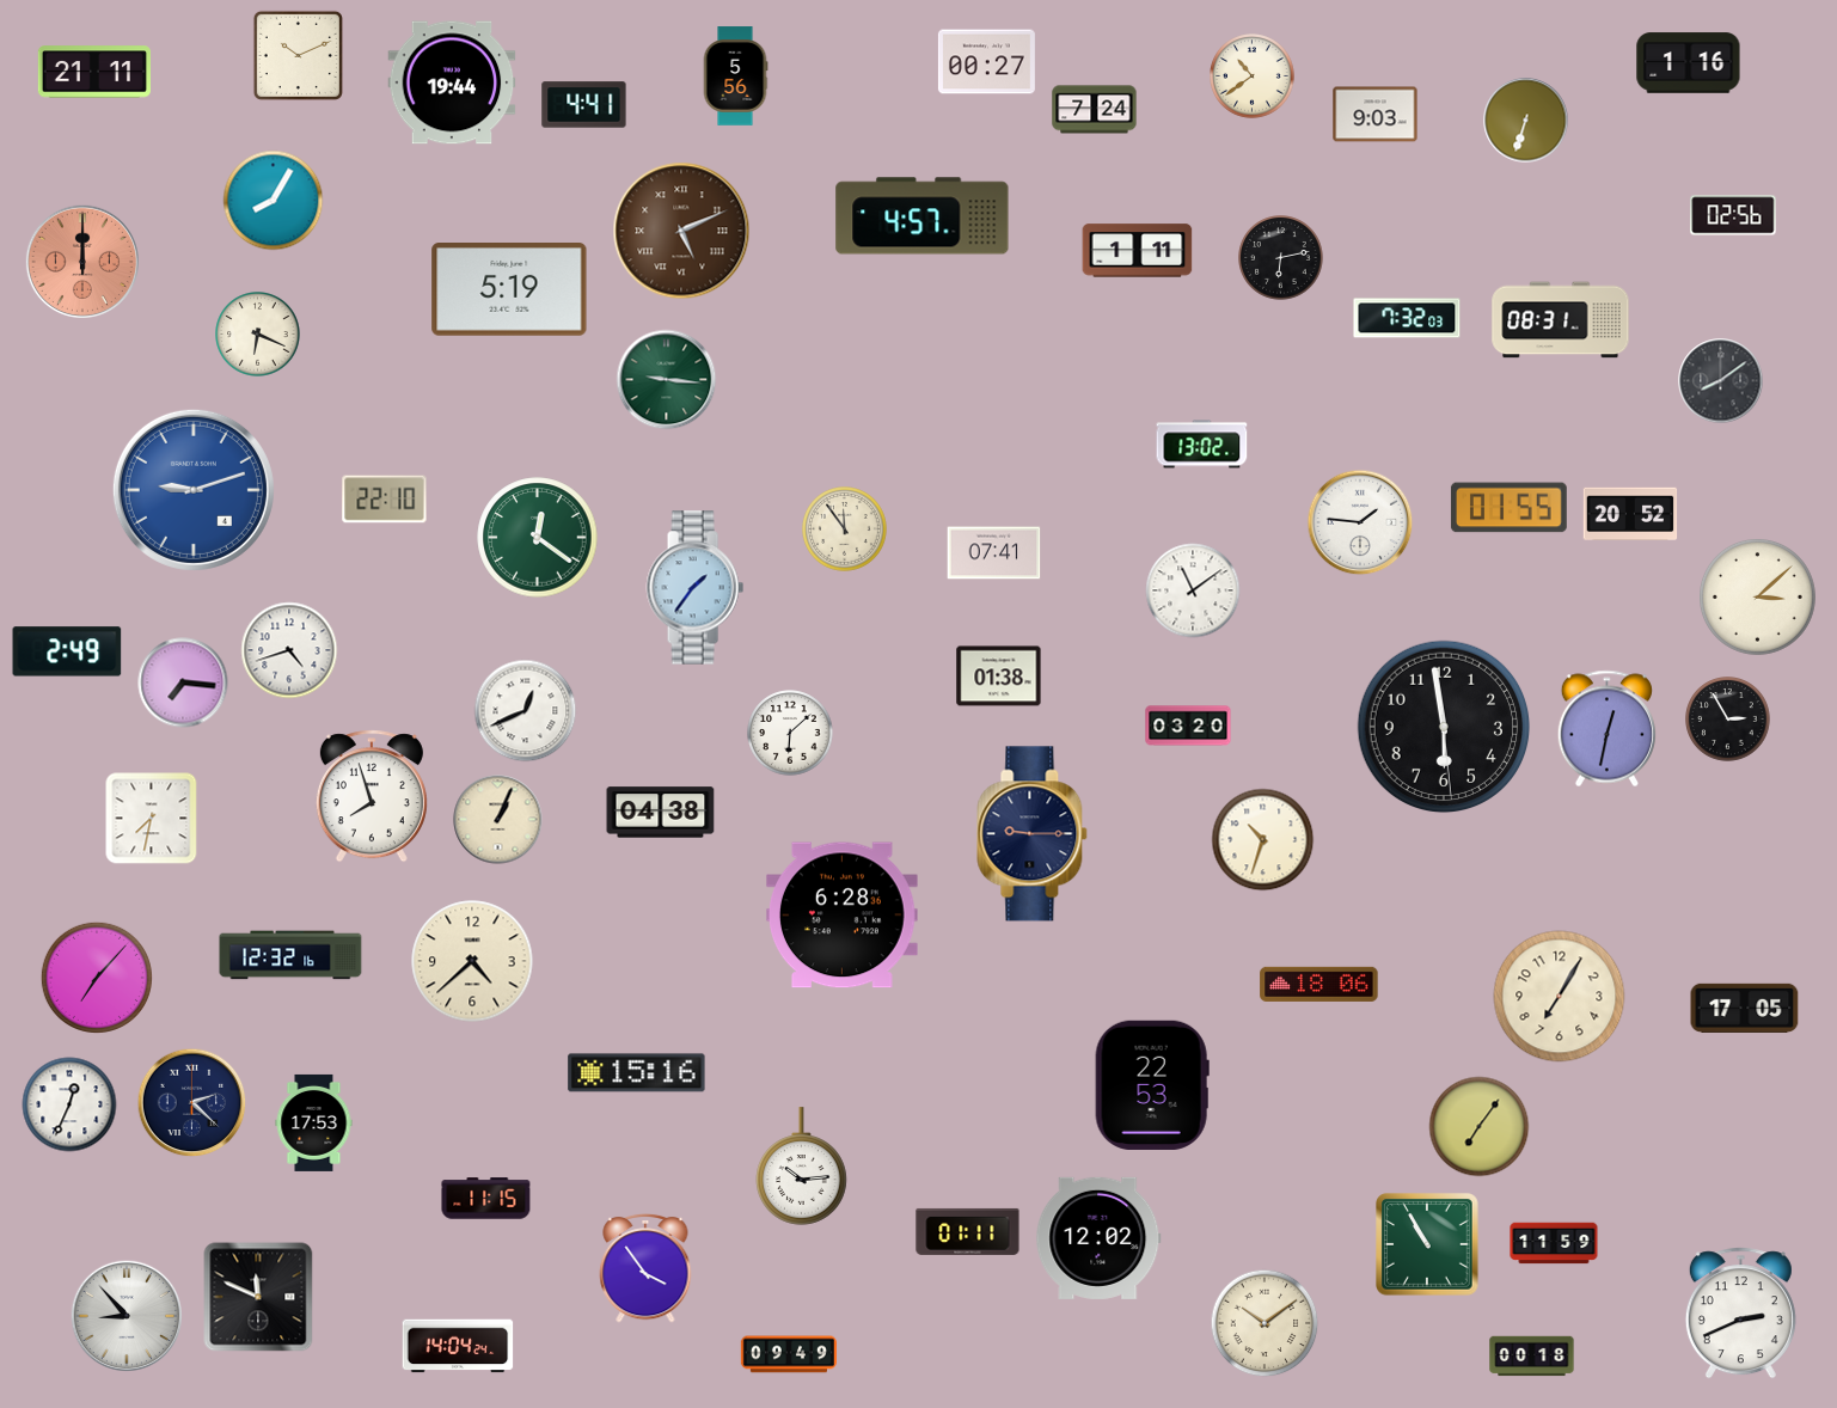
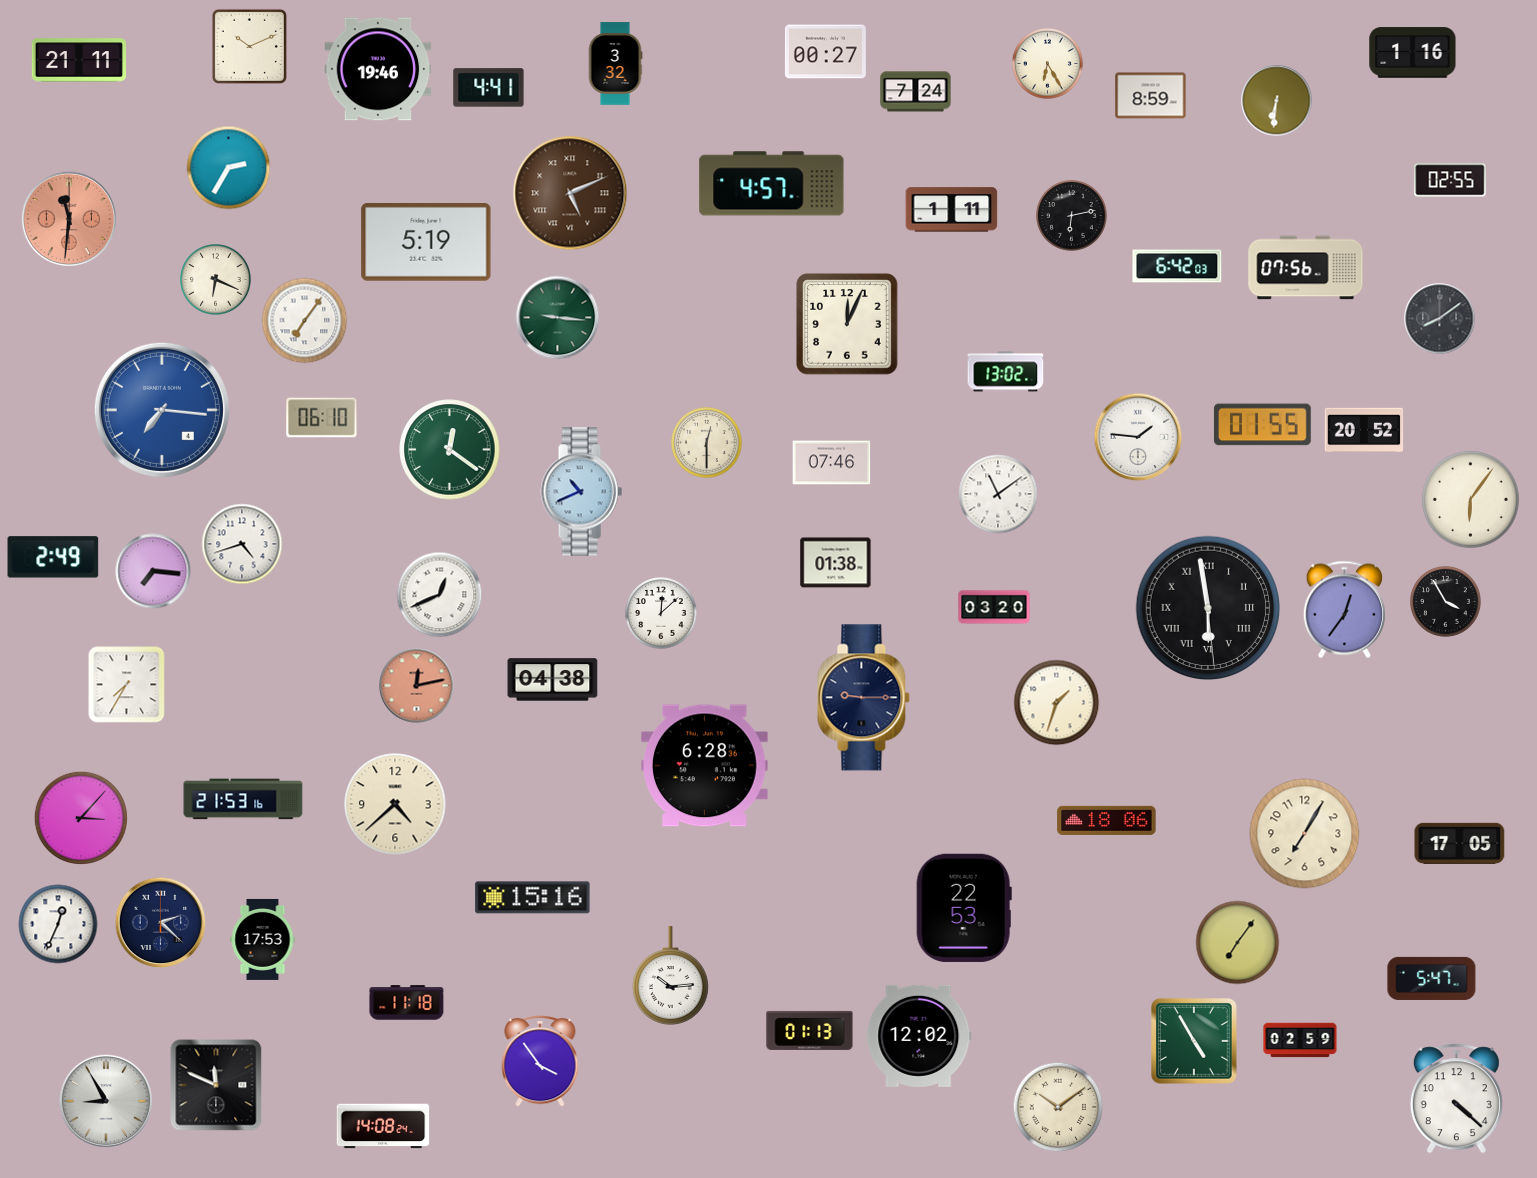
clock at (735, 76): 5:56 -> 3:32
clock at (1253, 76): 10:39 -> 6:25
clock at (452, 82): 19:44 -> 19:46
clock at (1376, 115): 9:03 -> 8:59
clock at (1526, 121): 6:33 -> 6:31
clock at (274, 201): 8:05 -> 2:35
clock at (1733, 215): 02:56 -> 02:55
clock at (923, 216) position: (923, 216) -> (772, 184)
clock at (82, 262): 12:00 -> 11:31
clock at (1407, 318): 7:32 -> 6:42
clock at (1561, 320): 08:31 -> 07:56
clock at (305, 321): none -> 7:06
clock at (847, 324): none -> 12:04
clock at (194, 490): 9:12 -> 7:16
clock at (385, 500): 22:10 -> 06:10
clock at (845, 529): 11:54 -> 12:30
clock at (994, 553): 07:41 -> 07:46
clock at (694, 588): 1:36 -> 10:41
clock at (1758, 598): 3:08 -> 6:06
clock at (67, 651) position: (67, 651) -> (53, 557)
clock at (999, 677) position: (999, 677) -> (836, 563)
clock at (1728, 720): 2:55 -> 3:55
clock at (1444, 727) numerals: Arabic -> Roman
clock at (1606, 729): 12:32 -> 12:36
clock at (790, 733): 6:08 -> 12:08
clock at (372, 796): 7:57 -> none
clock at (152, 819): 7:32 -> 7:35
clock at (498, 820): 1:04 -> 12:13
clock at (498, 820) dial: cream -> salmon
clock at (1263, 840): 10:33 -> 1:33
clock at (290, 955): 12:32 -> 21:53
clock at (97, 978): 7:07 -> 3:07
clock at (1319, 984) position: (1319, 984) -> (1107, 820)
clock at (1432, 978): none -> 5:47
clock at (486, 1199): 11:15 -> 11:18
clock at (968, 1231): 01:11 -> 01:13
clock at (1554, 1243): 11:59 -> 02:59
clock at (1427, 1244): 10:55 -> 4:55
clock at (1740, 1314): 2:41 -> 4:22
clock at (125, 1315): 8:53 -> 8:55
clock at (458, 1346): 14:04 -> 14:08
clock at (789, 1354): 09:49 -> none
clock at (1532, 1357): 00:18 -> none
